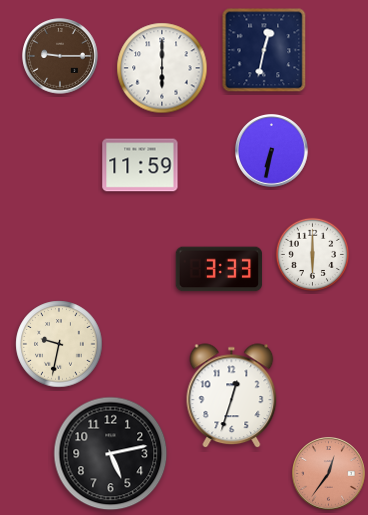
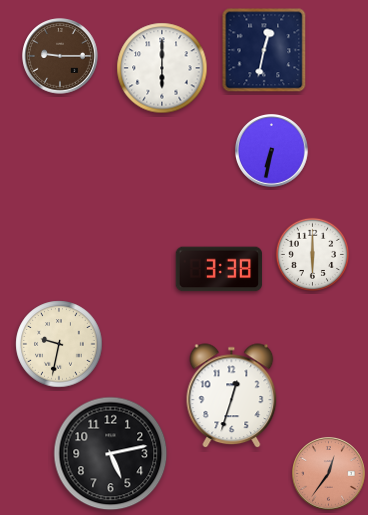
clock at (140, 165): 11:59 -> none
clock at (219, 269): 3:33 -> 3:38
